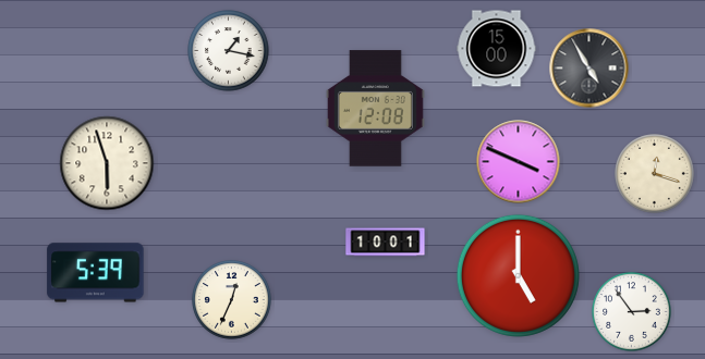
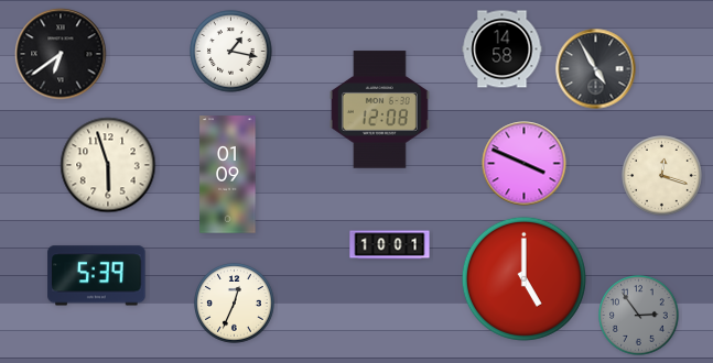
clock at (497, 49): 15:00 -> 14:58
clock at (61, 54): none -> 6:39
clock at (228, 175): none -> 01:09
clock at (632, 312) dial: white -> grey
